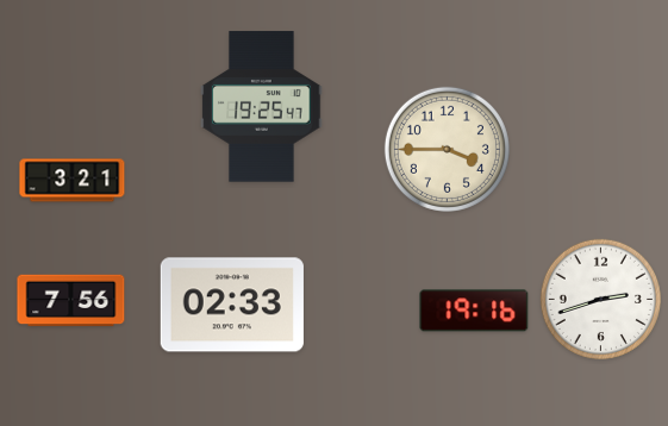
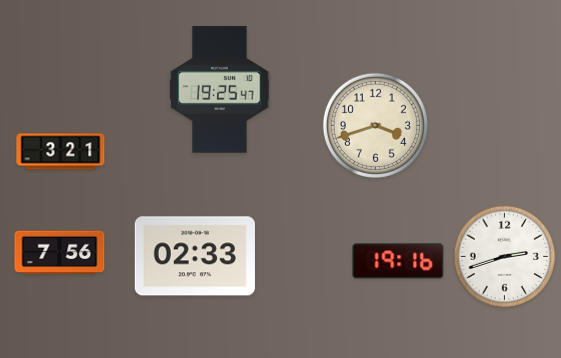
clock at (447, 149): 3:45 -> 3:42
clock at (600, 299) position: (600, 299) -> (504, 256)
